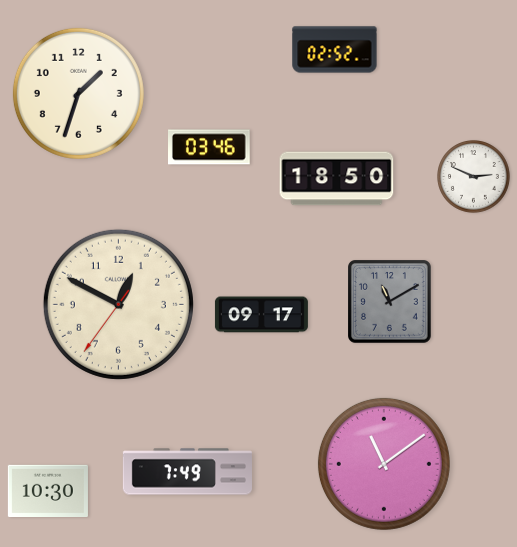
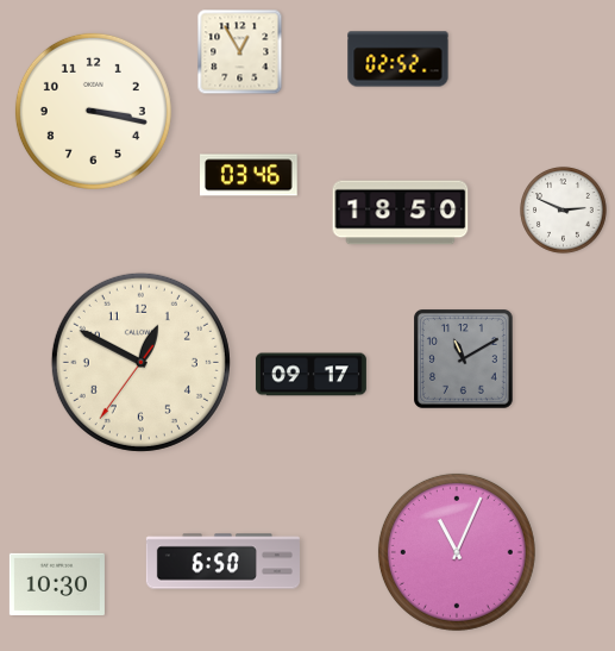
clock at (240, 52): none -> 12:55
clock at (78, 93): 1:33 -> 3:17
clock at (384, 464): 11:09 -> 11:04
clock at (187, 472): 7:49 -> 6:50
